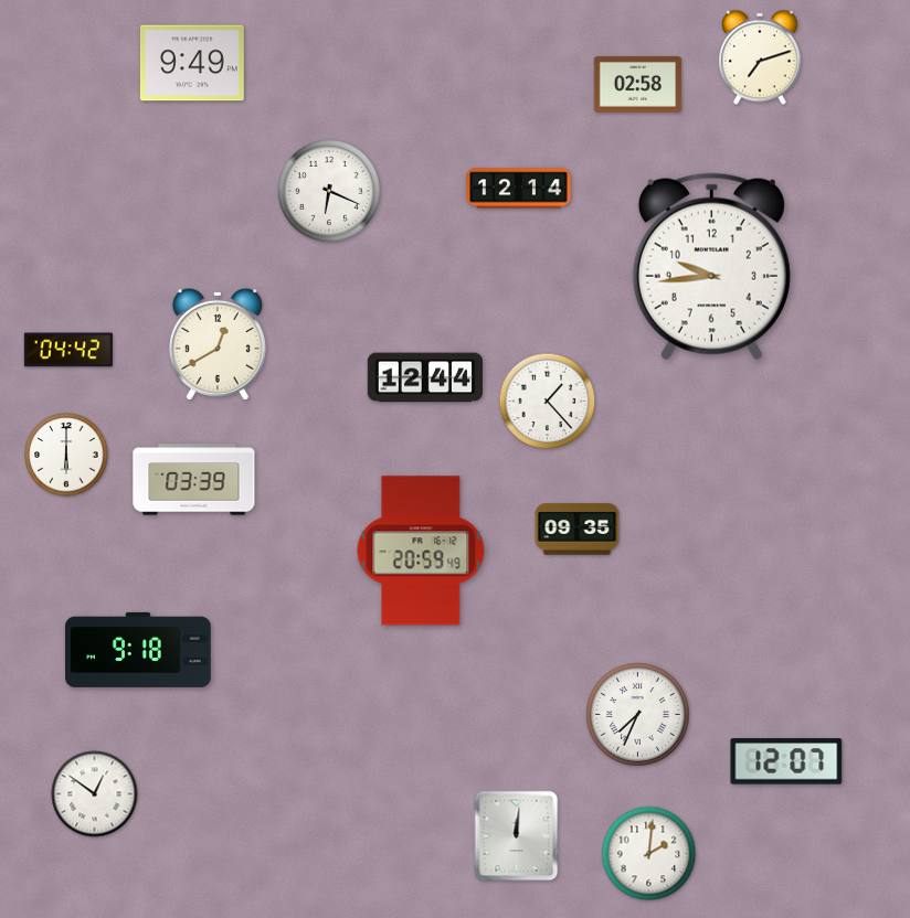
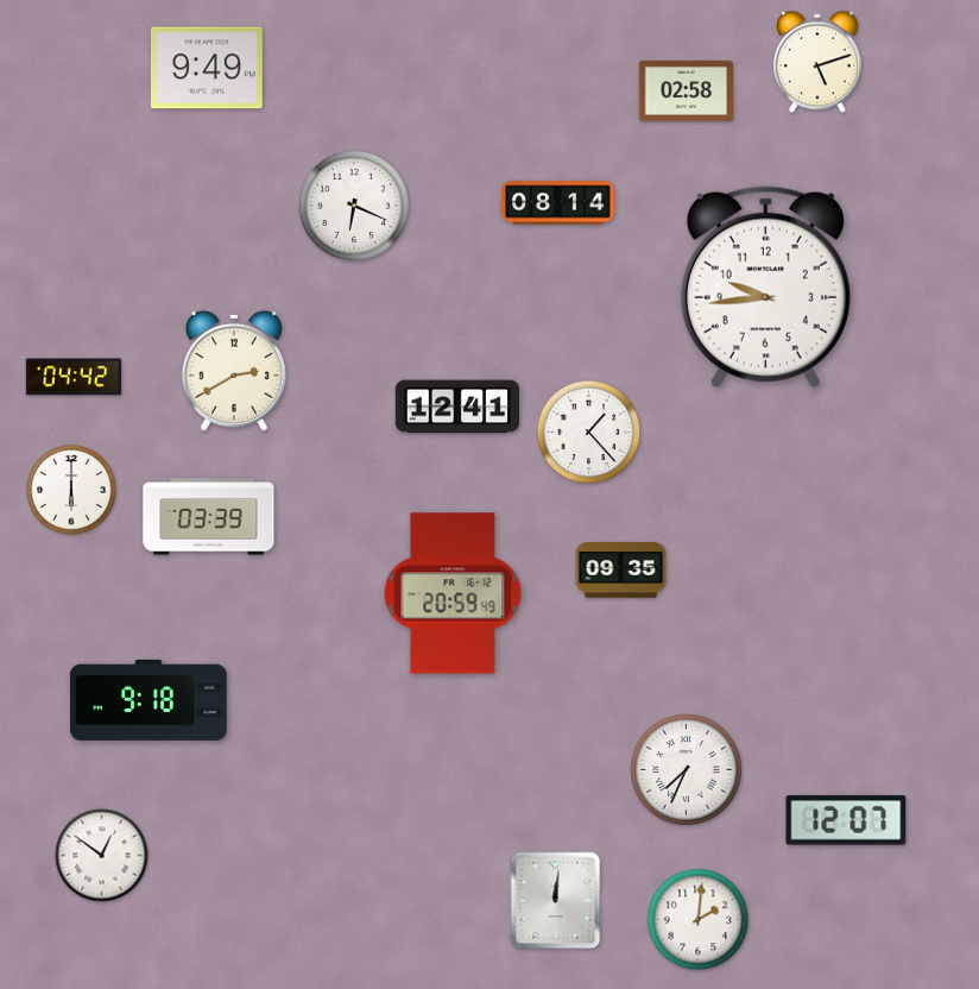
clock at (760, 57): 7:12 -> 5:12
clock at (519, 189): 12:14 -> 08:14
clock at (218, 344): 12:40 -> 2:40
clock at (424, 377): 12:44 -> 12:41
